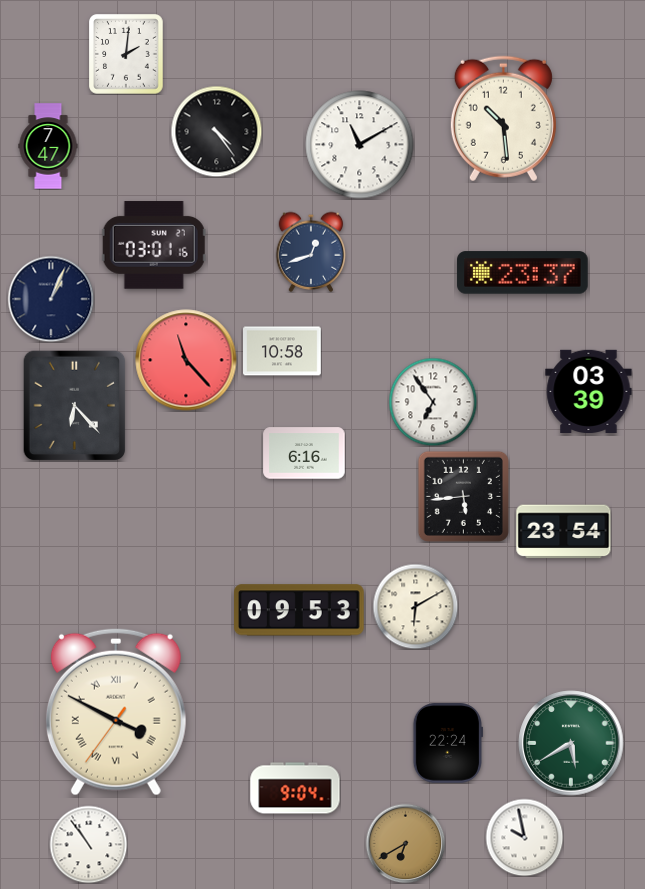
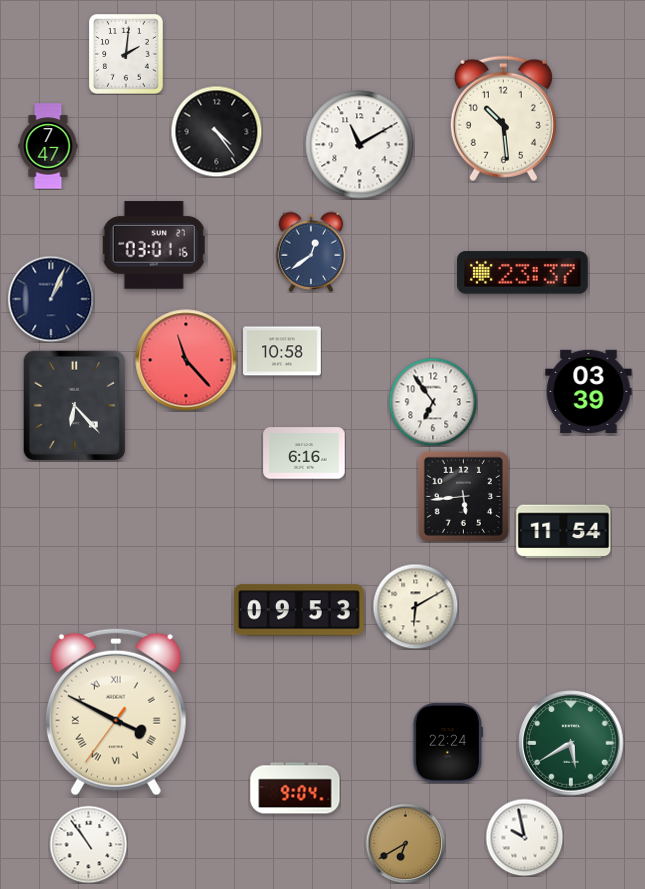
clock at (311, 252): 12:42 -> 12:39
clock at (564, 532): 23:54 -> 11:54
